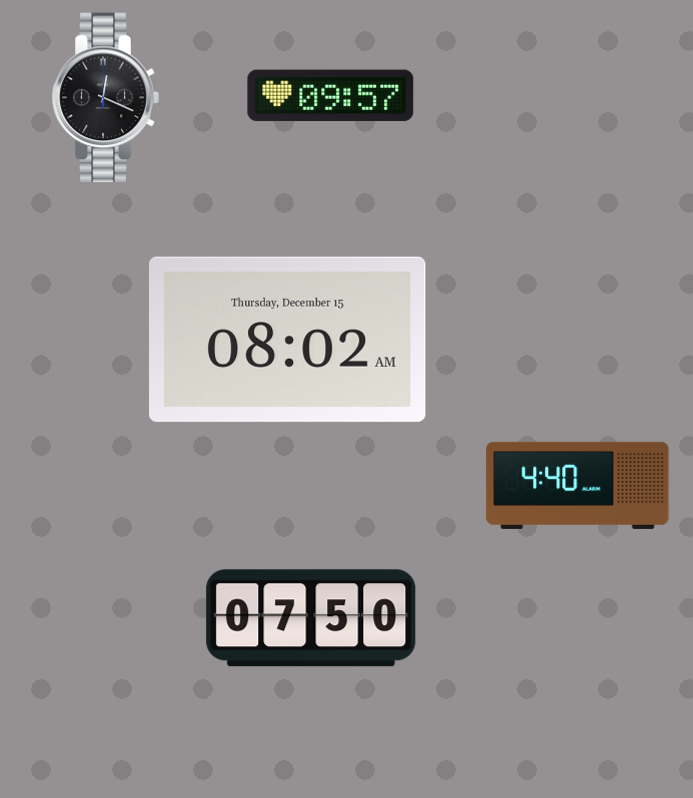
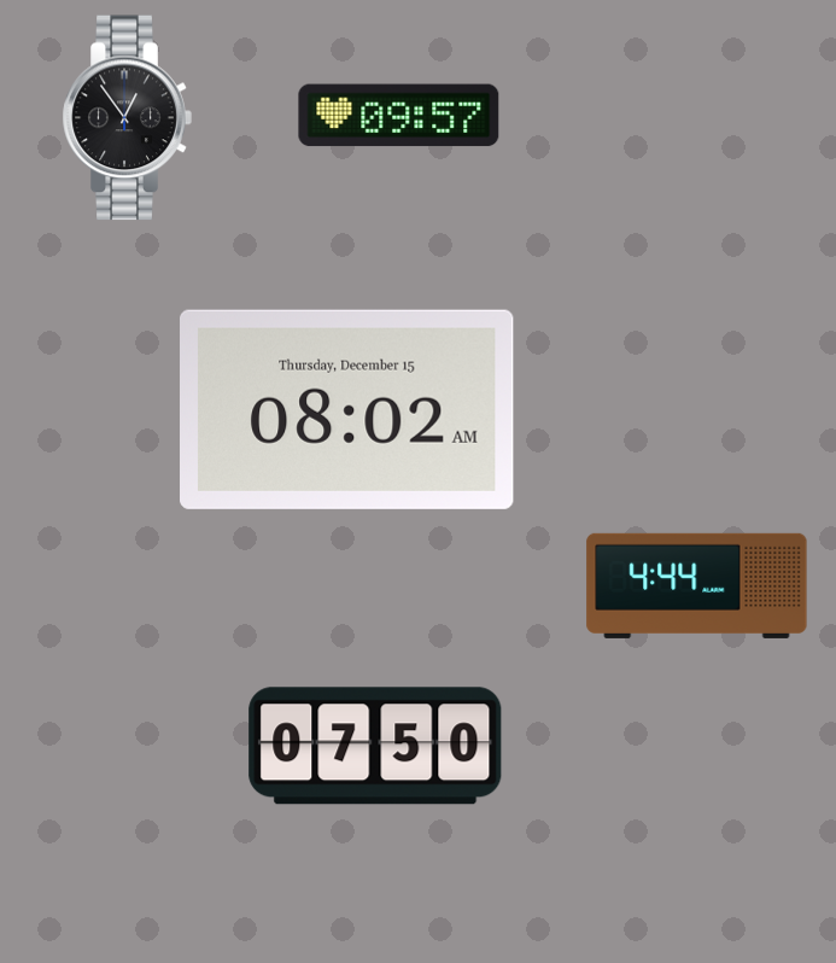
clock at (105, 98): 12:19 -> 12:54
clock at (578, 485): 4:40 -> 4:44
